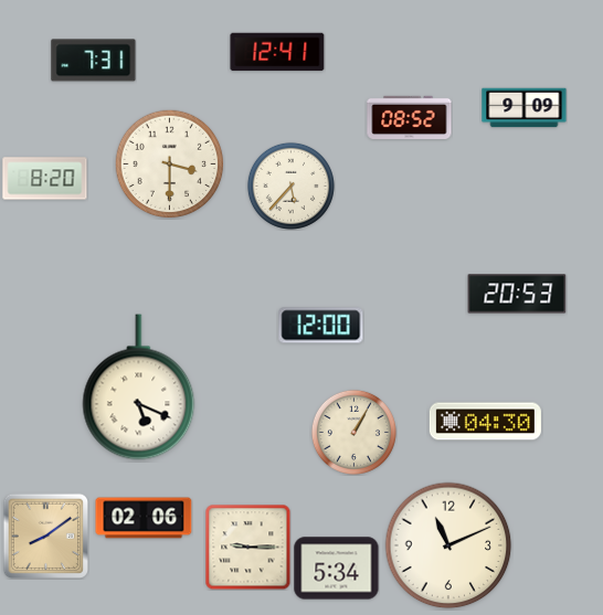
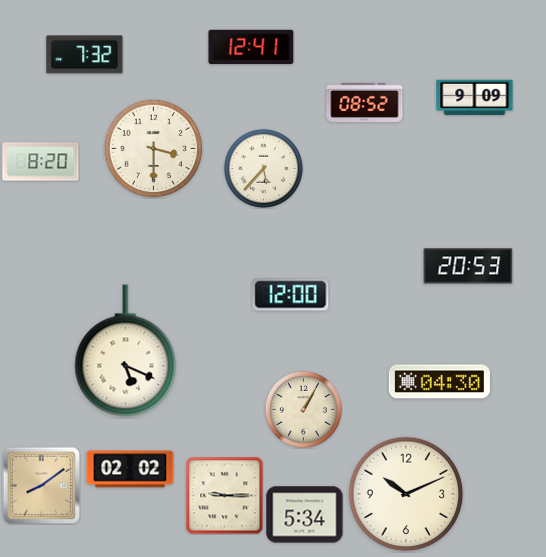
clock at (94, 61): 7:31 -> 7:32
clock at (410, 117) position: (410, 117) -> (365, 102)
clock at (353, 432) position: (353, 432) -> (303, 409)
clock at (144, 518): 02:06 -> 02:02
clock at (448, 545): 11:11 -> 10:11
